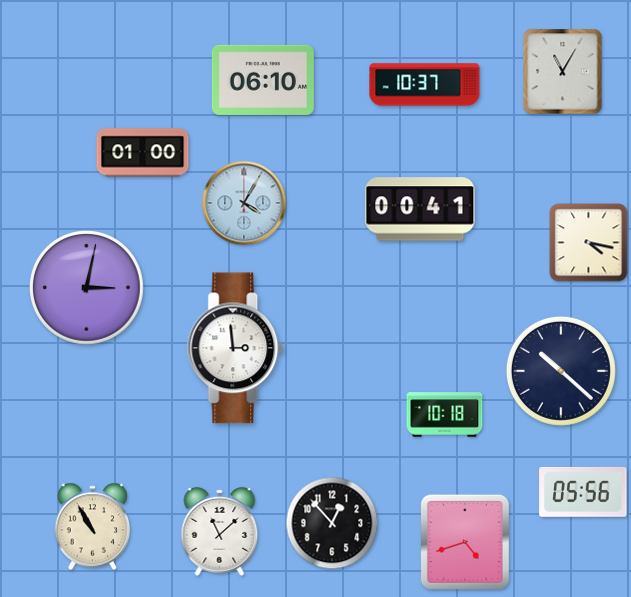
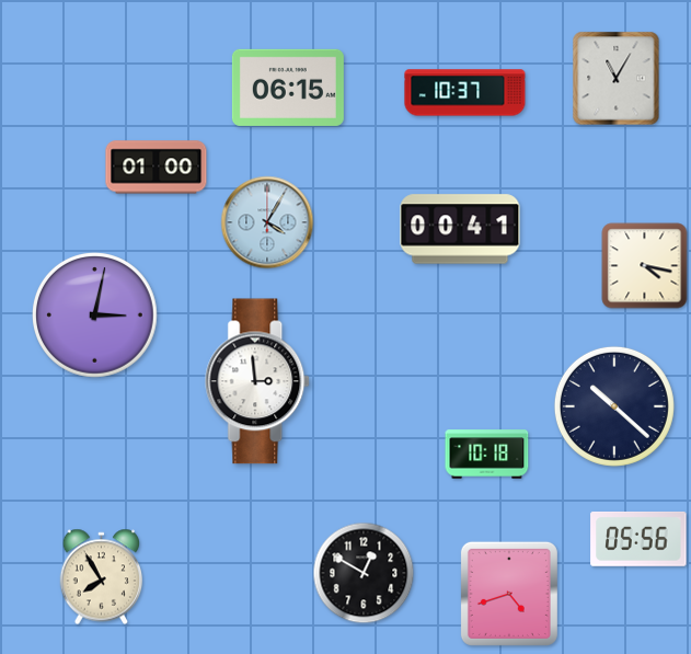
clock at (263, 80): 06:10 -> 06:15
clock at (332, 523): 12:53 -> 12:50
clock at (93, 527): 10:55 -> 7:55
clock at (220, 531): 11:08 -> none
